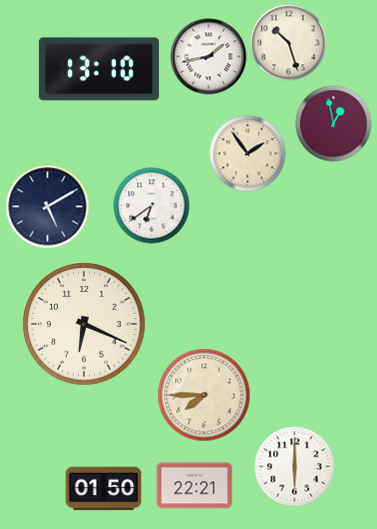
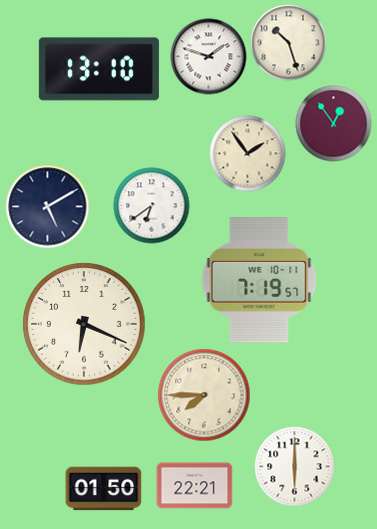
clock at (209, 57): 1:43 -> 1:48
clock at (334, 124): 12:58 -> 12:54
clock at (259, 281): none -> 7:19
